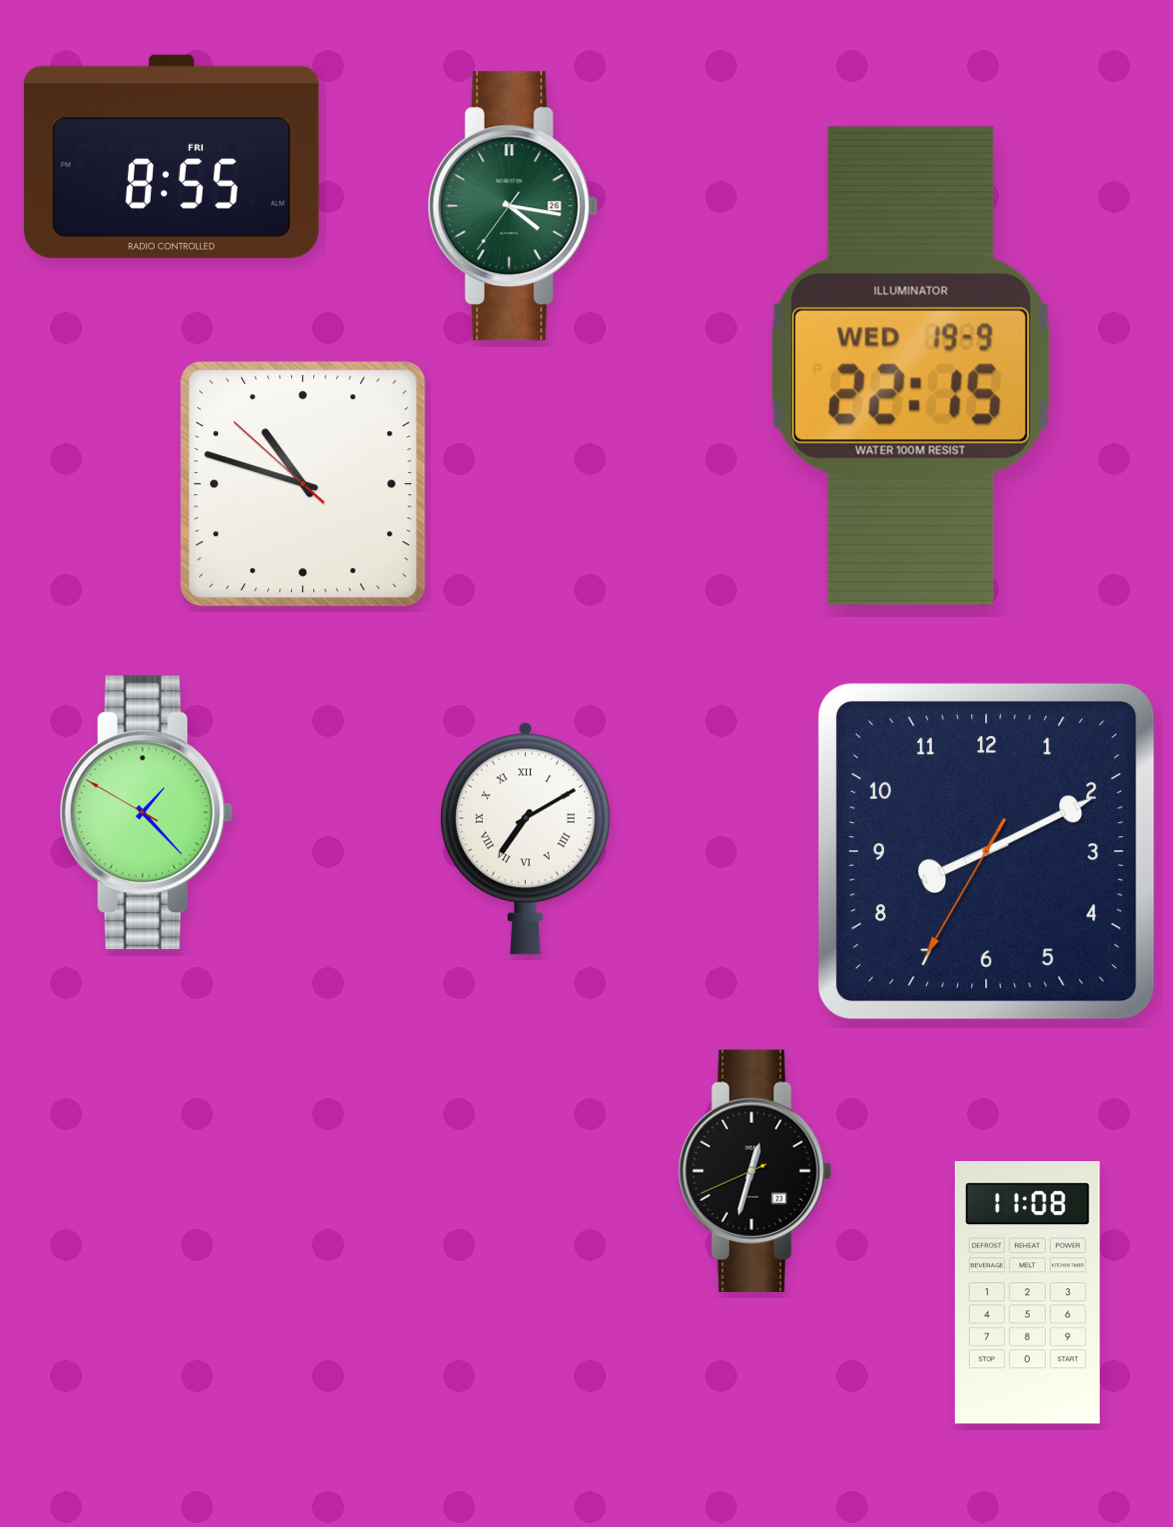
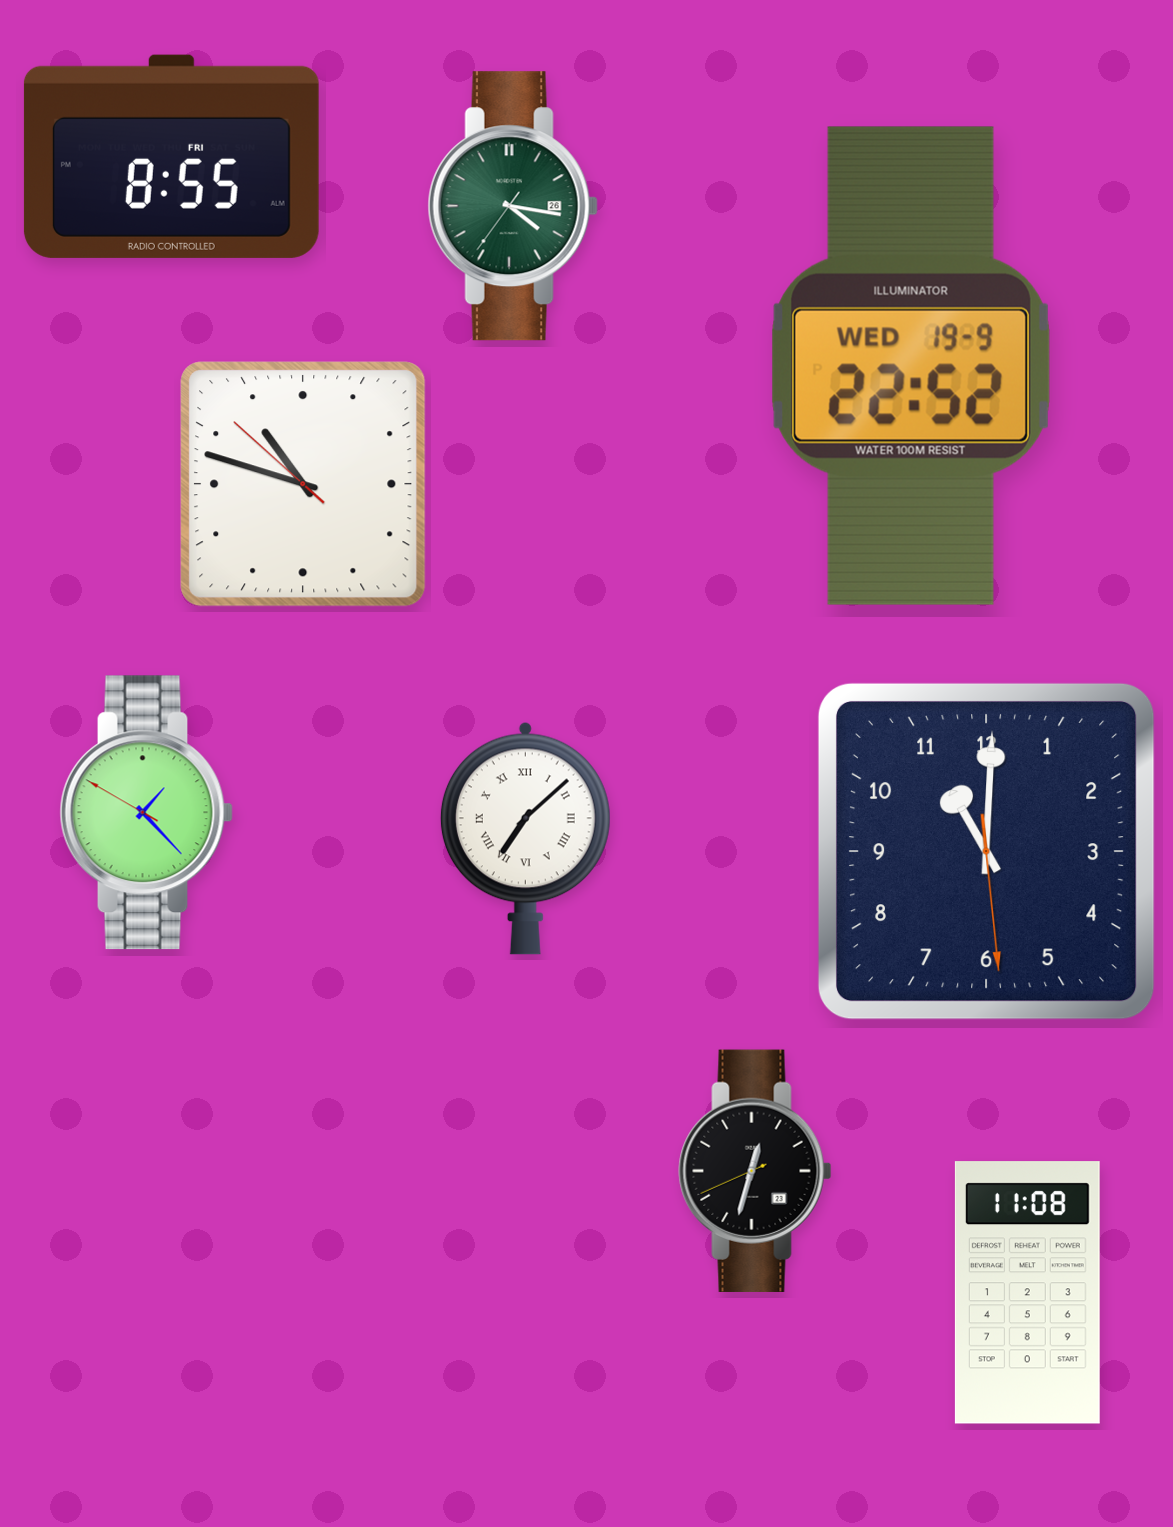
clock at (911, 366): 22:15 -> 22:52
clock at (525, 838): 7:10 -> 7:08
clock at (986, 851): 8:10 -> 11:00
